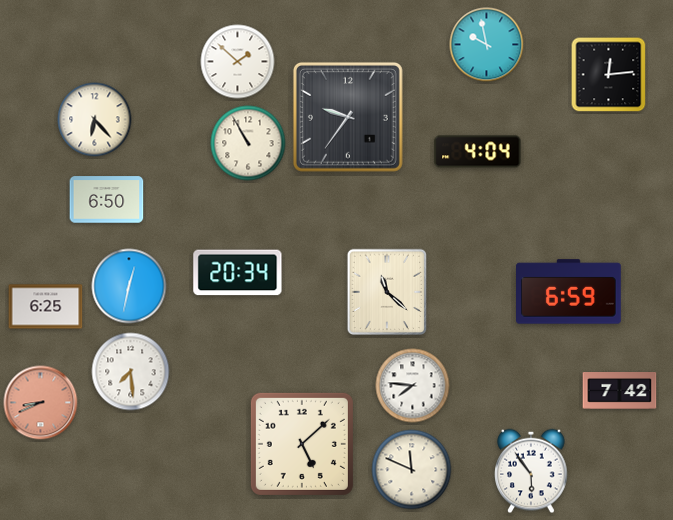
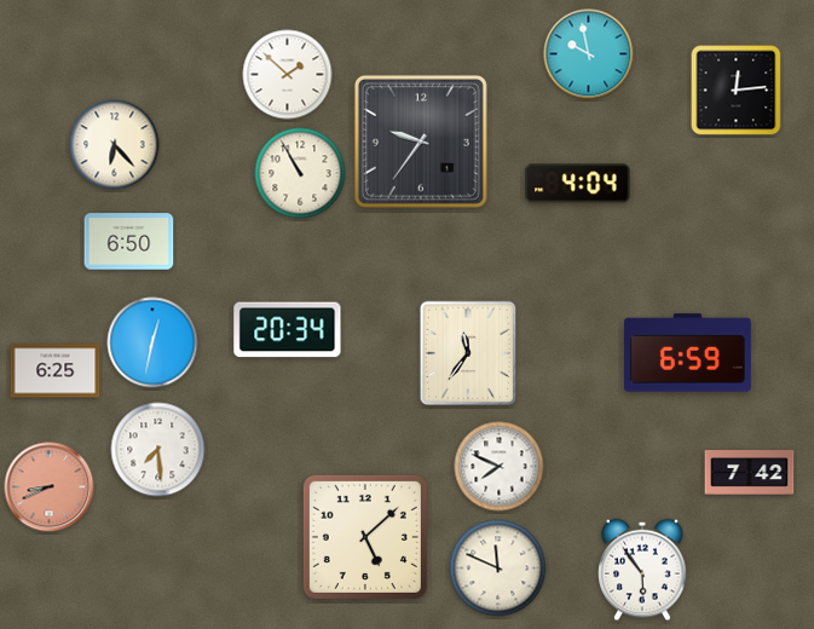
clock at (129, 286) position: (129, 286) -> (152, 342)
clock at (387, 292): 11:22 -> 11:36
clock at (413, 386): 7:46 -> 7:49
